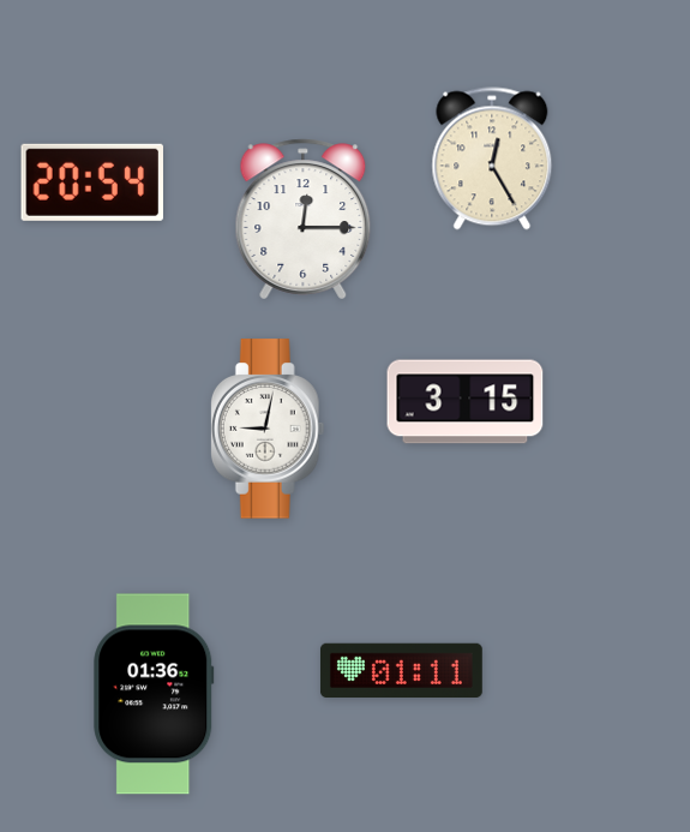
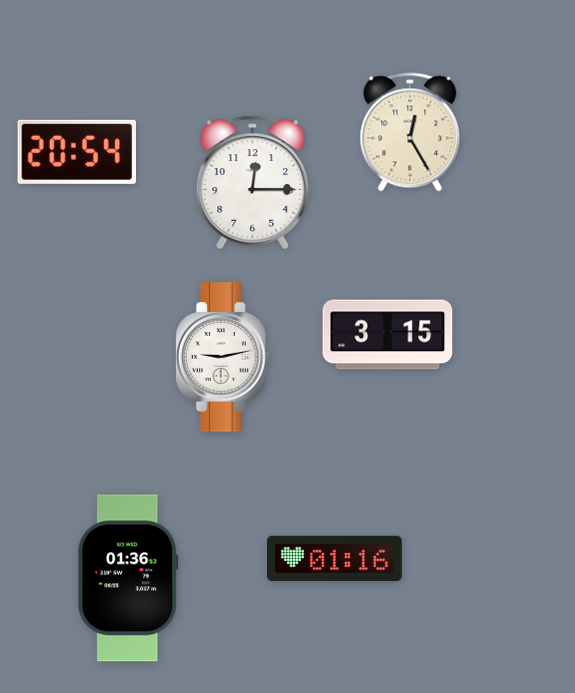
clock at (268, 429): 9:02 -> 9:13
clock at (401, 671): 01:11 -> 01:16
